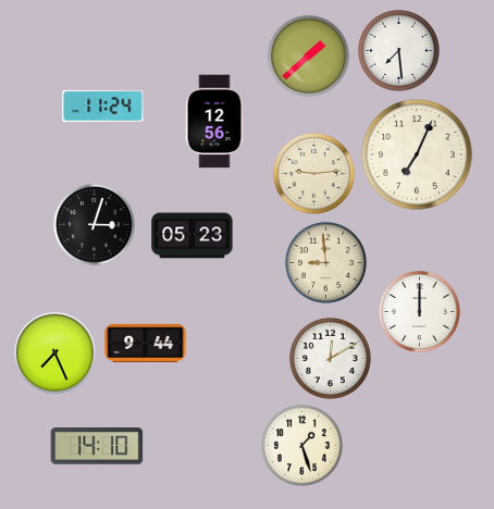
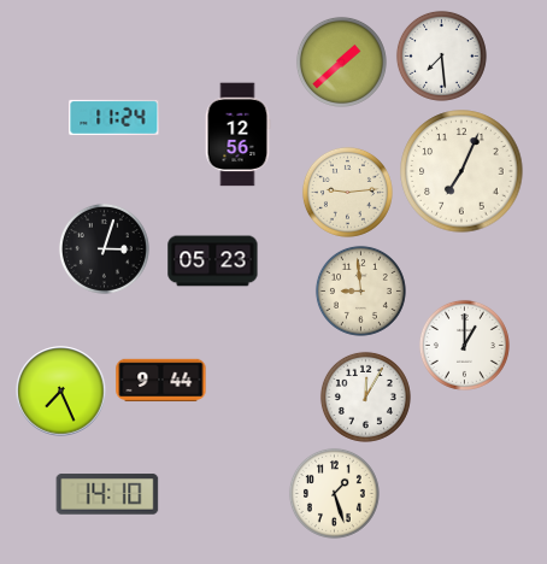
clock at (419, 311): 12:00 -> 1:00
clock at (330, 358): 12:10 -> 12:05
